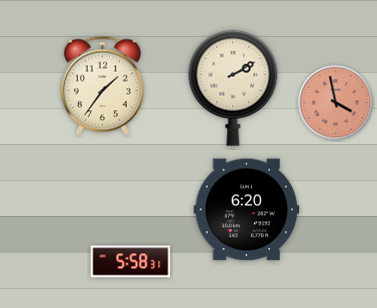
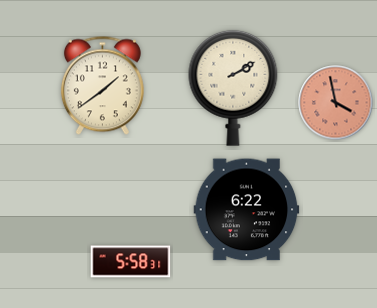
clock at (102, 86): 1:36 -> 1:39
clock at (247, 210): 6:20 -> 6:22
